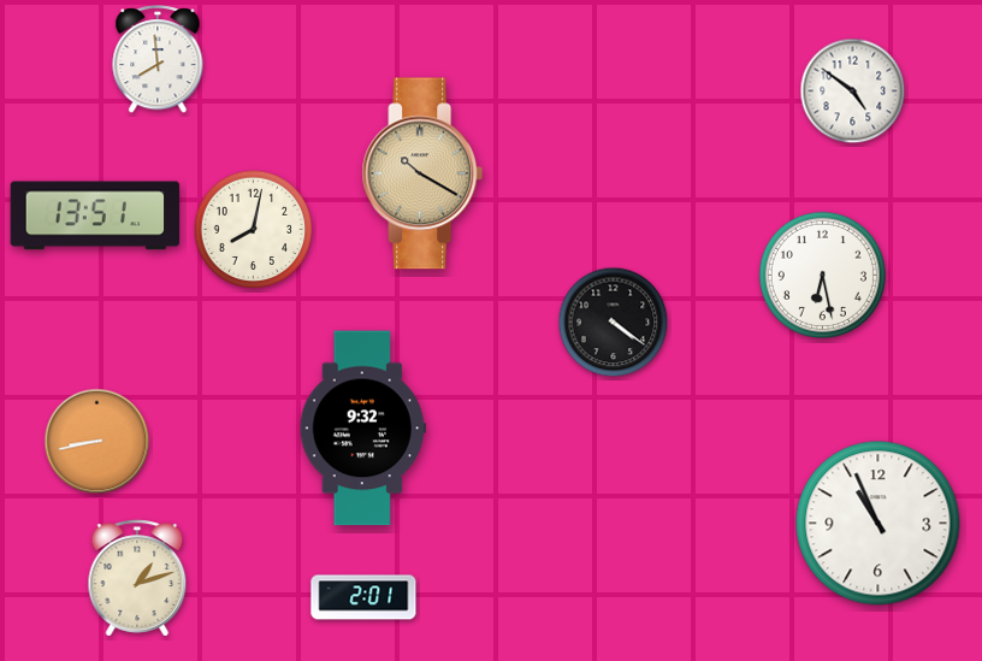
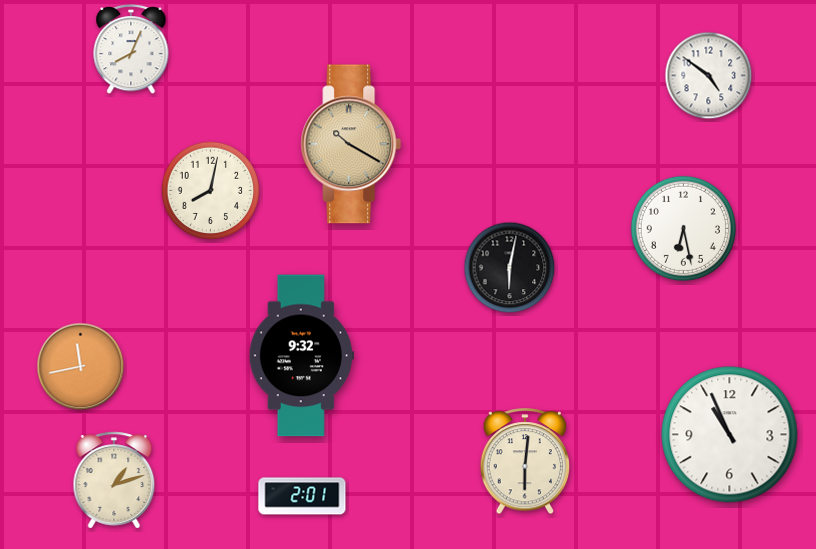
clock at (158, 60): 7:59 -> 8:04
clock at (95, 216): 13:51 -> none
clock at (614, 323): 4:21 -> 6:02
clock at (97, 442): 8:43 -> 11:43
clock at (524, 462): none -> 6:01
